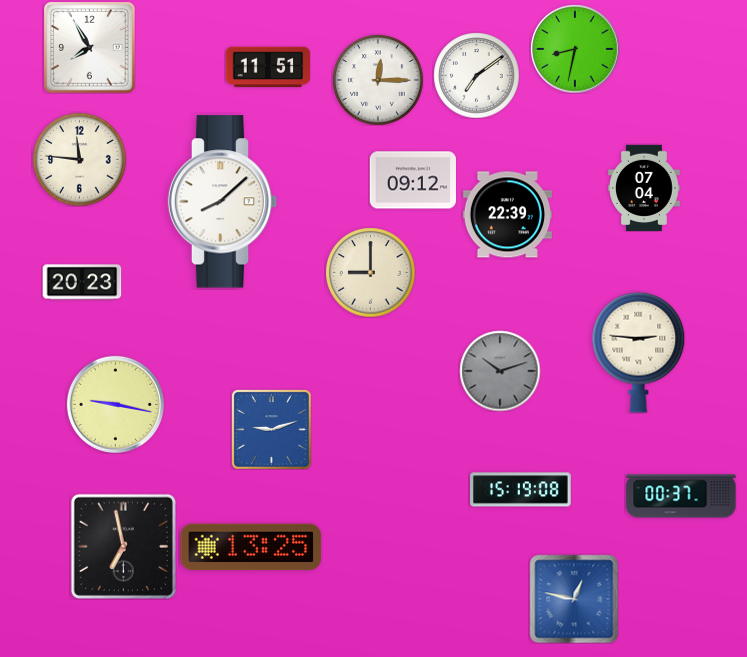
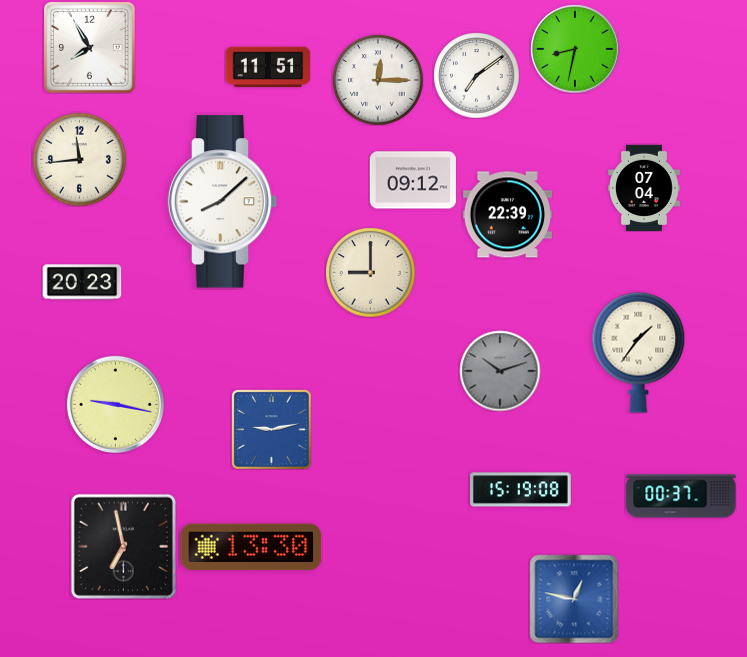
clock at (80, 160): 11:46 -> 11:44
clock at (639, 352): 2:46 -> 1:36
clock at (271, 429): 9:12 -> 9:13
clock at (251, 547): 13:25 -> 13:30
